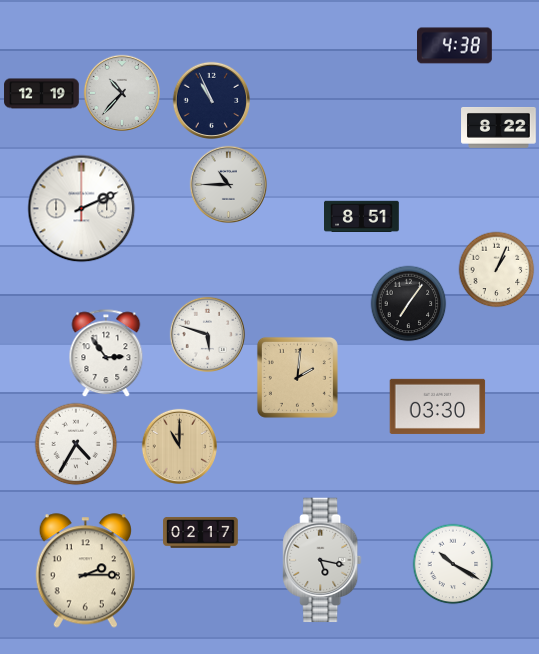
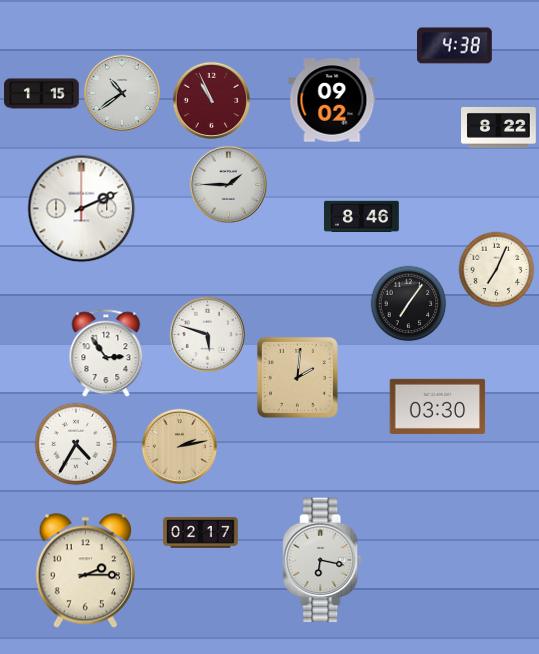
clock at (122, 93): 10:37 -> 10:39
clock at (42, 94): 12:19 -> 1:15
clock at (211, 100) dial: navy -> burgundy
clock at (332, 100): none -> 09:02
clock at (228, 184): 10:45 -> 1:45
clock at (362, 216): 8:51 -> 8:46
clock at (497, 270): 1:04 -> 7:04
clock at (179, 446): 11:00 -> 2:13
clock at (322, 560): 5:17 -> 6:17
clock at (453, 564): 10:20 -> none
